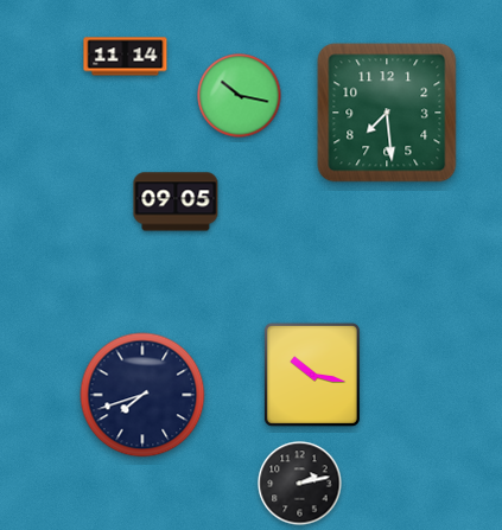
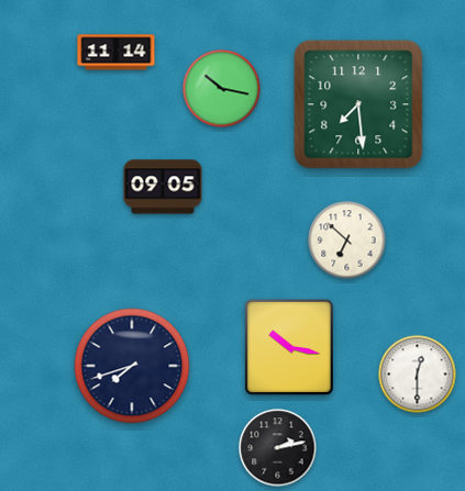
clock at (347, 241): none -> 6:52
clock at (418, 375): none -> 12:30
